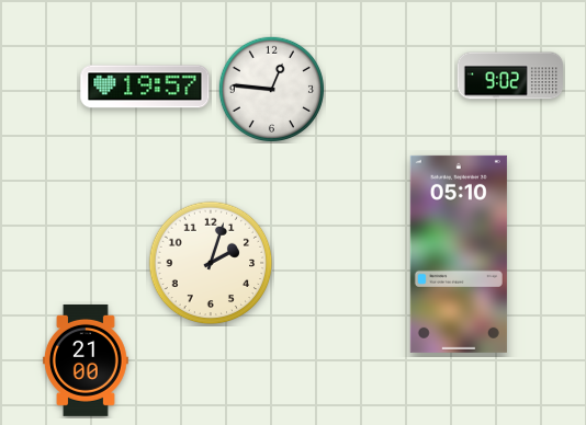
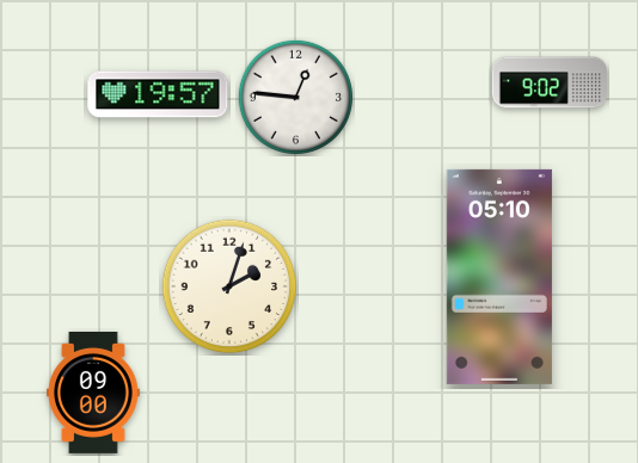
clock at (509, 76) position: (509, 76) -> (548, 82)
clock at (87, 360): 21:00 -> 09:00
